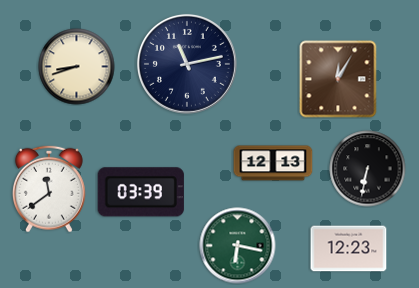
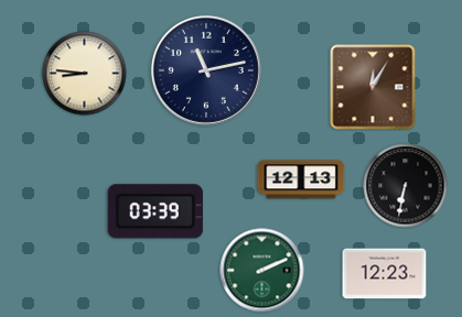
clock at (77, 67): 8:42 -> 8:46
clock at (49, 189): 11:39 -> none
clock at (238, 246): 6:17 -> 2:11
